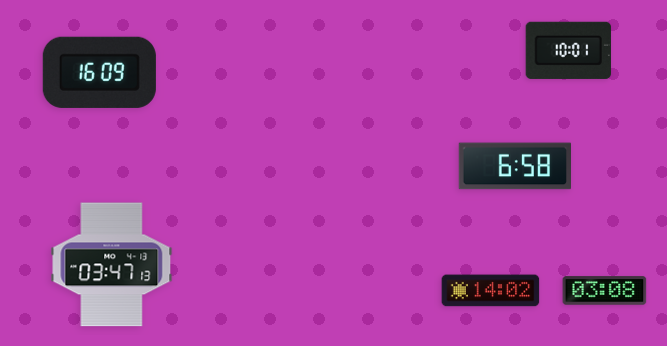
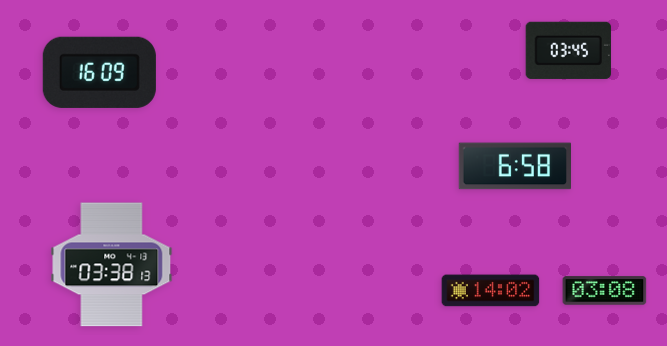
clock at (568, 50): 10:01 -> 03:45
clock at (112, 265): 03:47 -> 03:38
